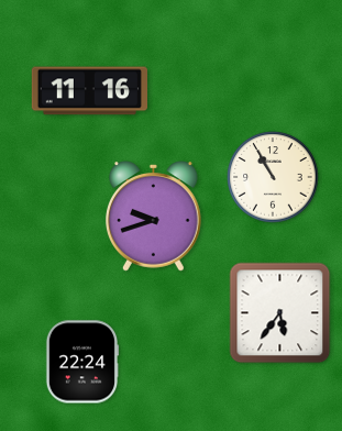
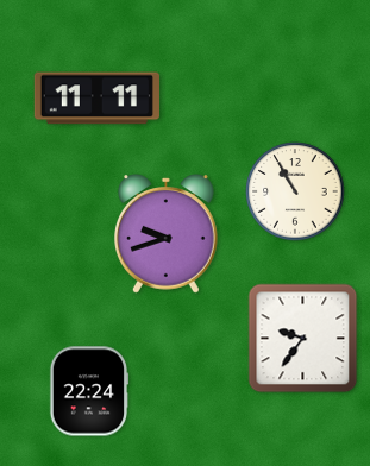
clock at (89, 91): 11:16 -> 11:11
clock at (280, 313): 5:36 -> 9:36
